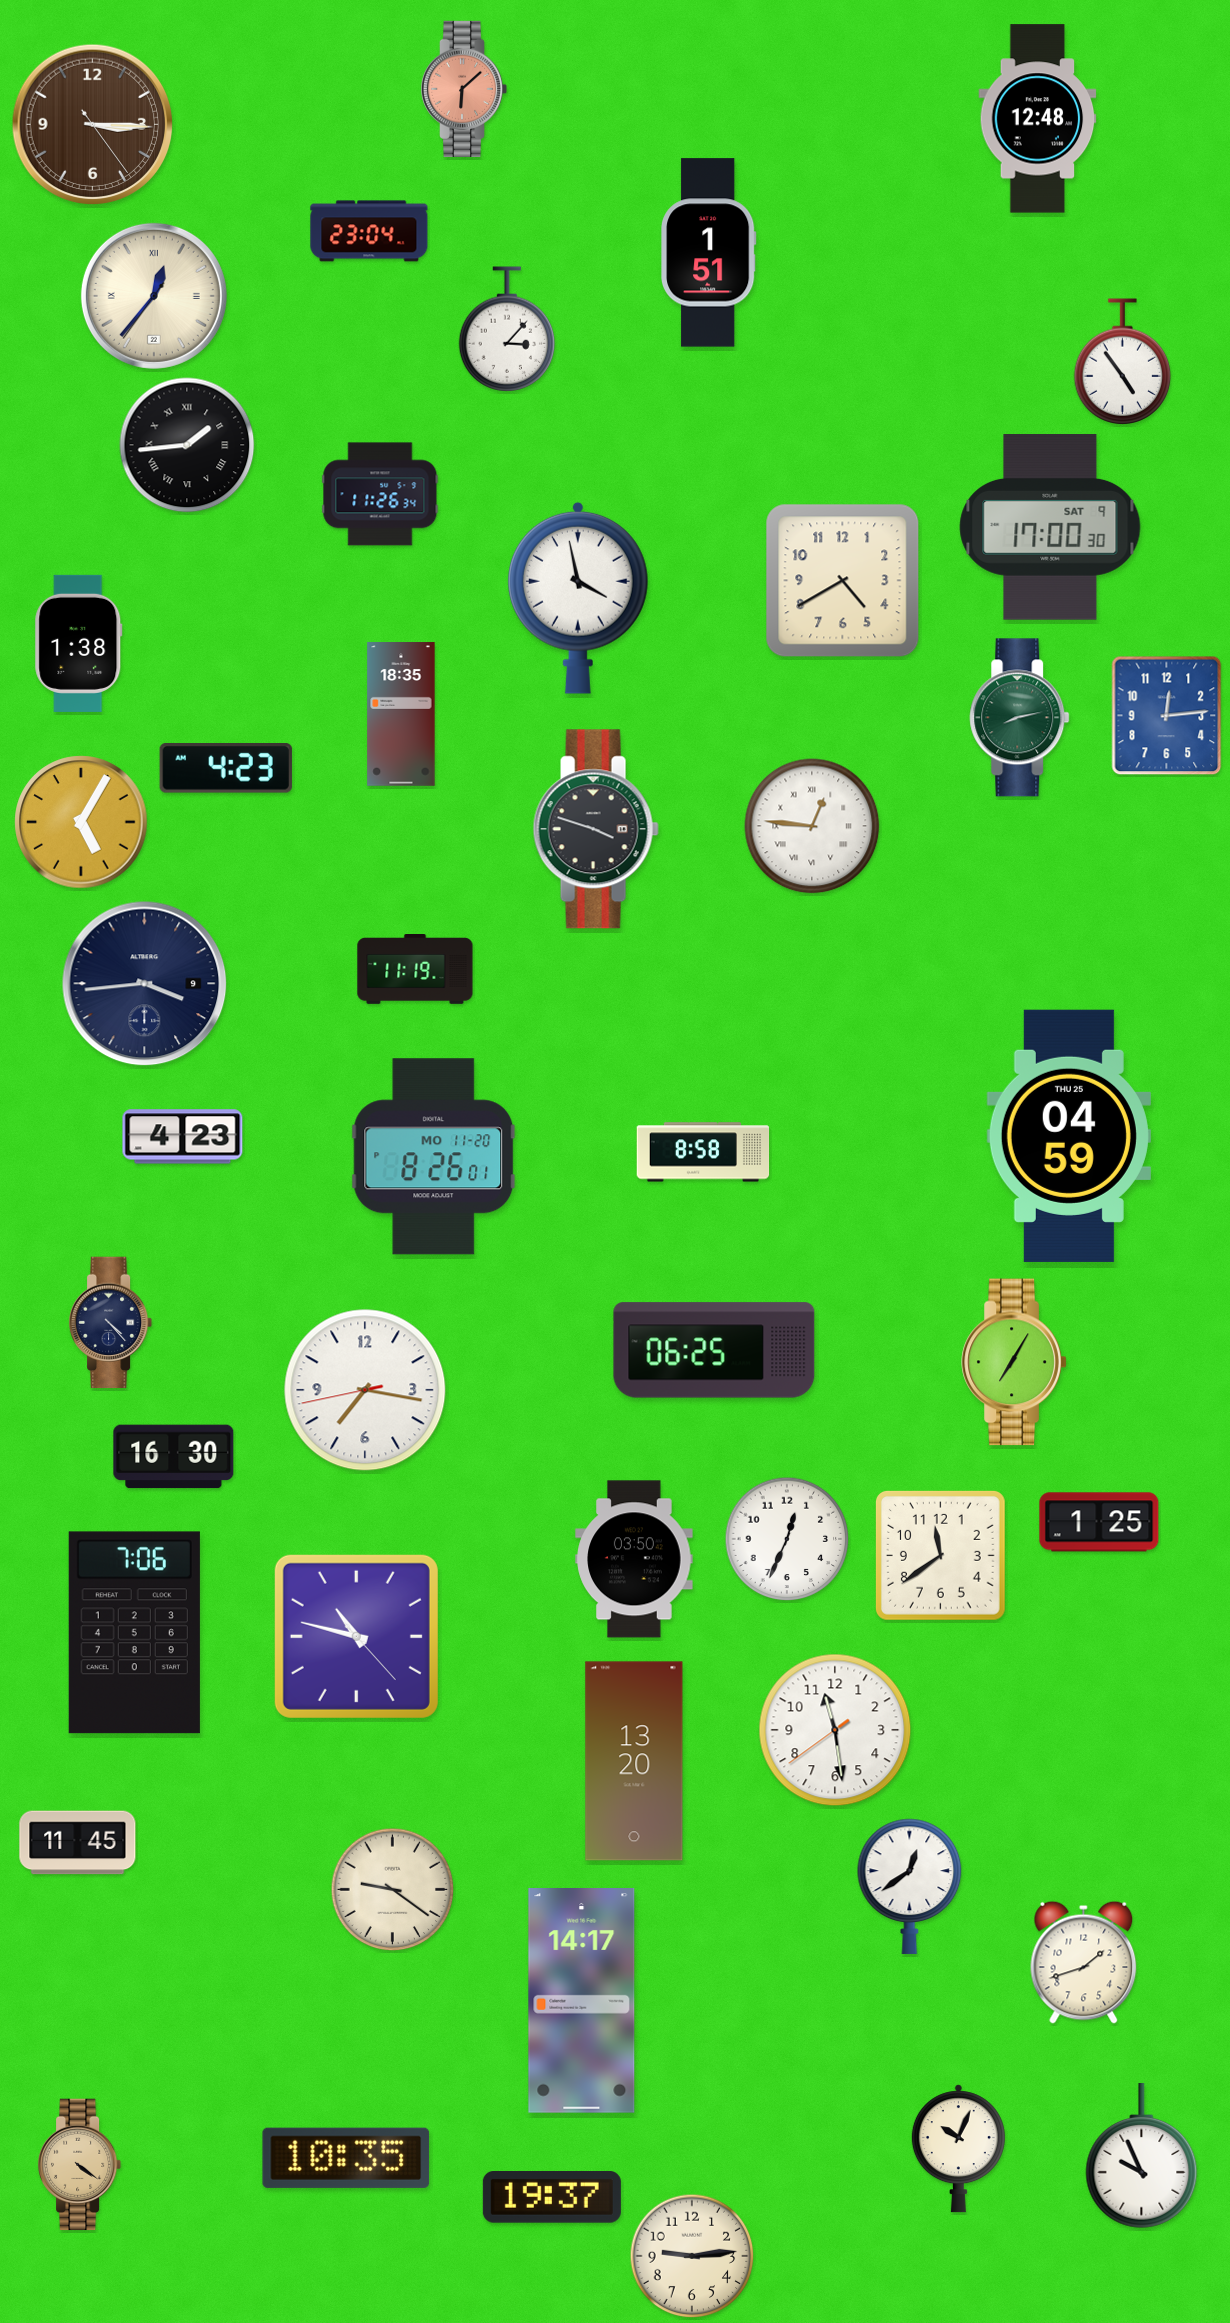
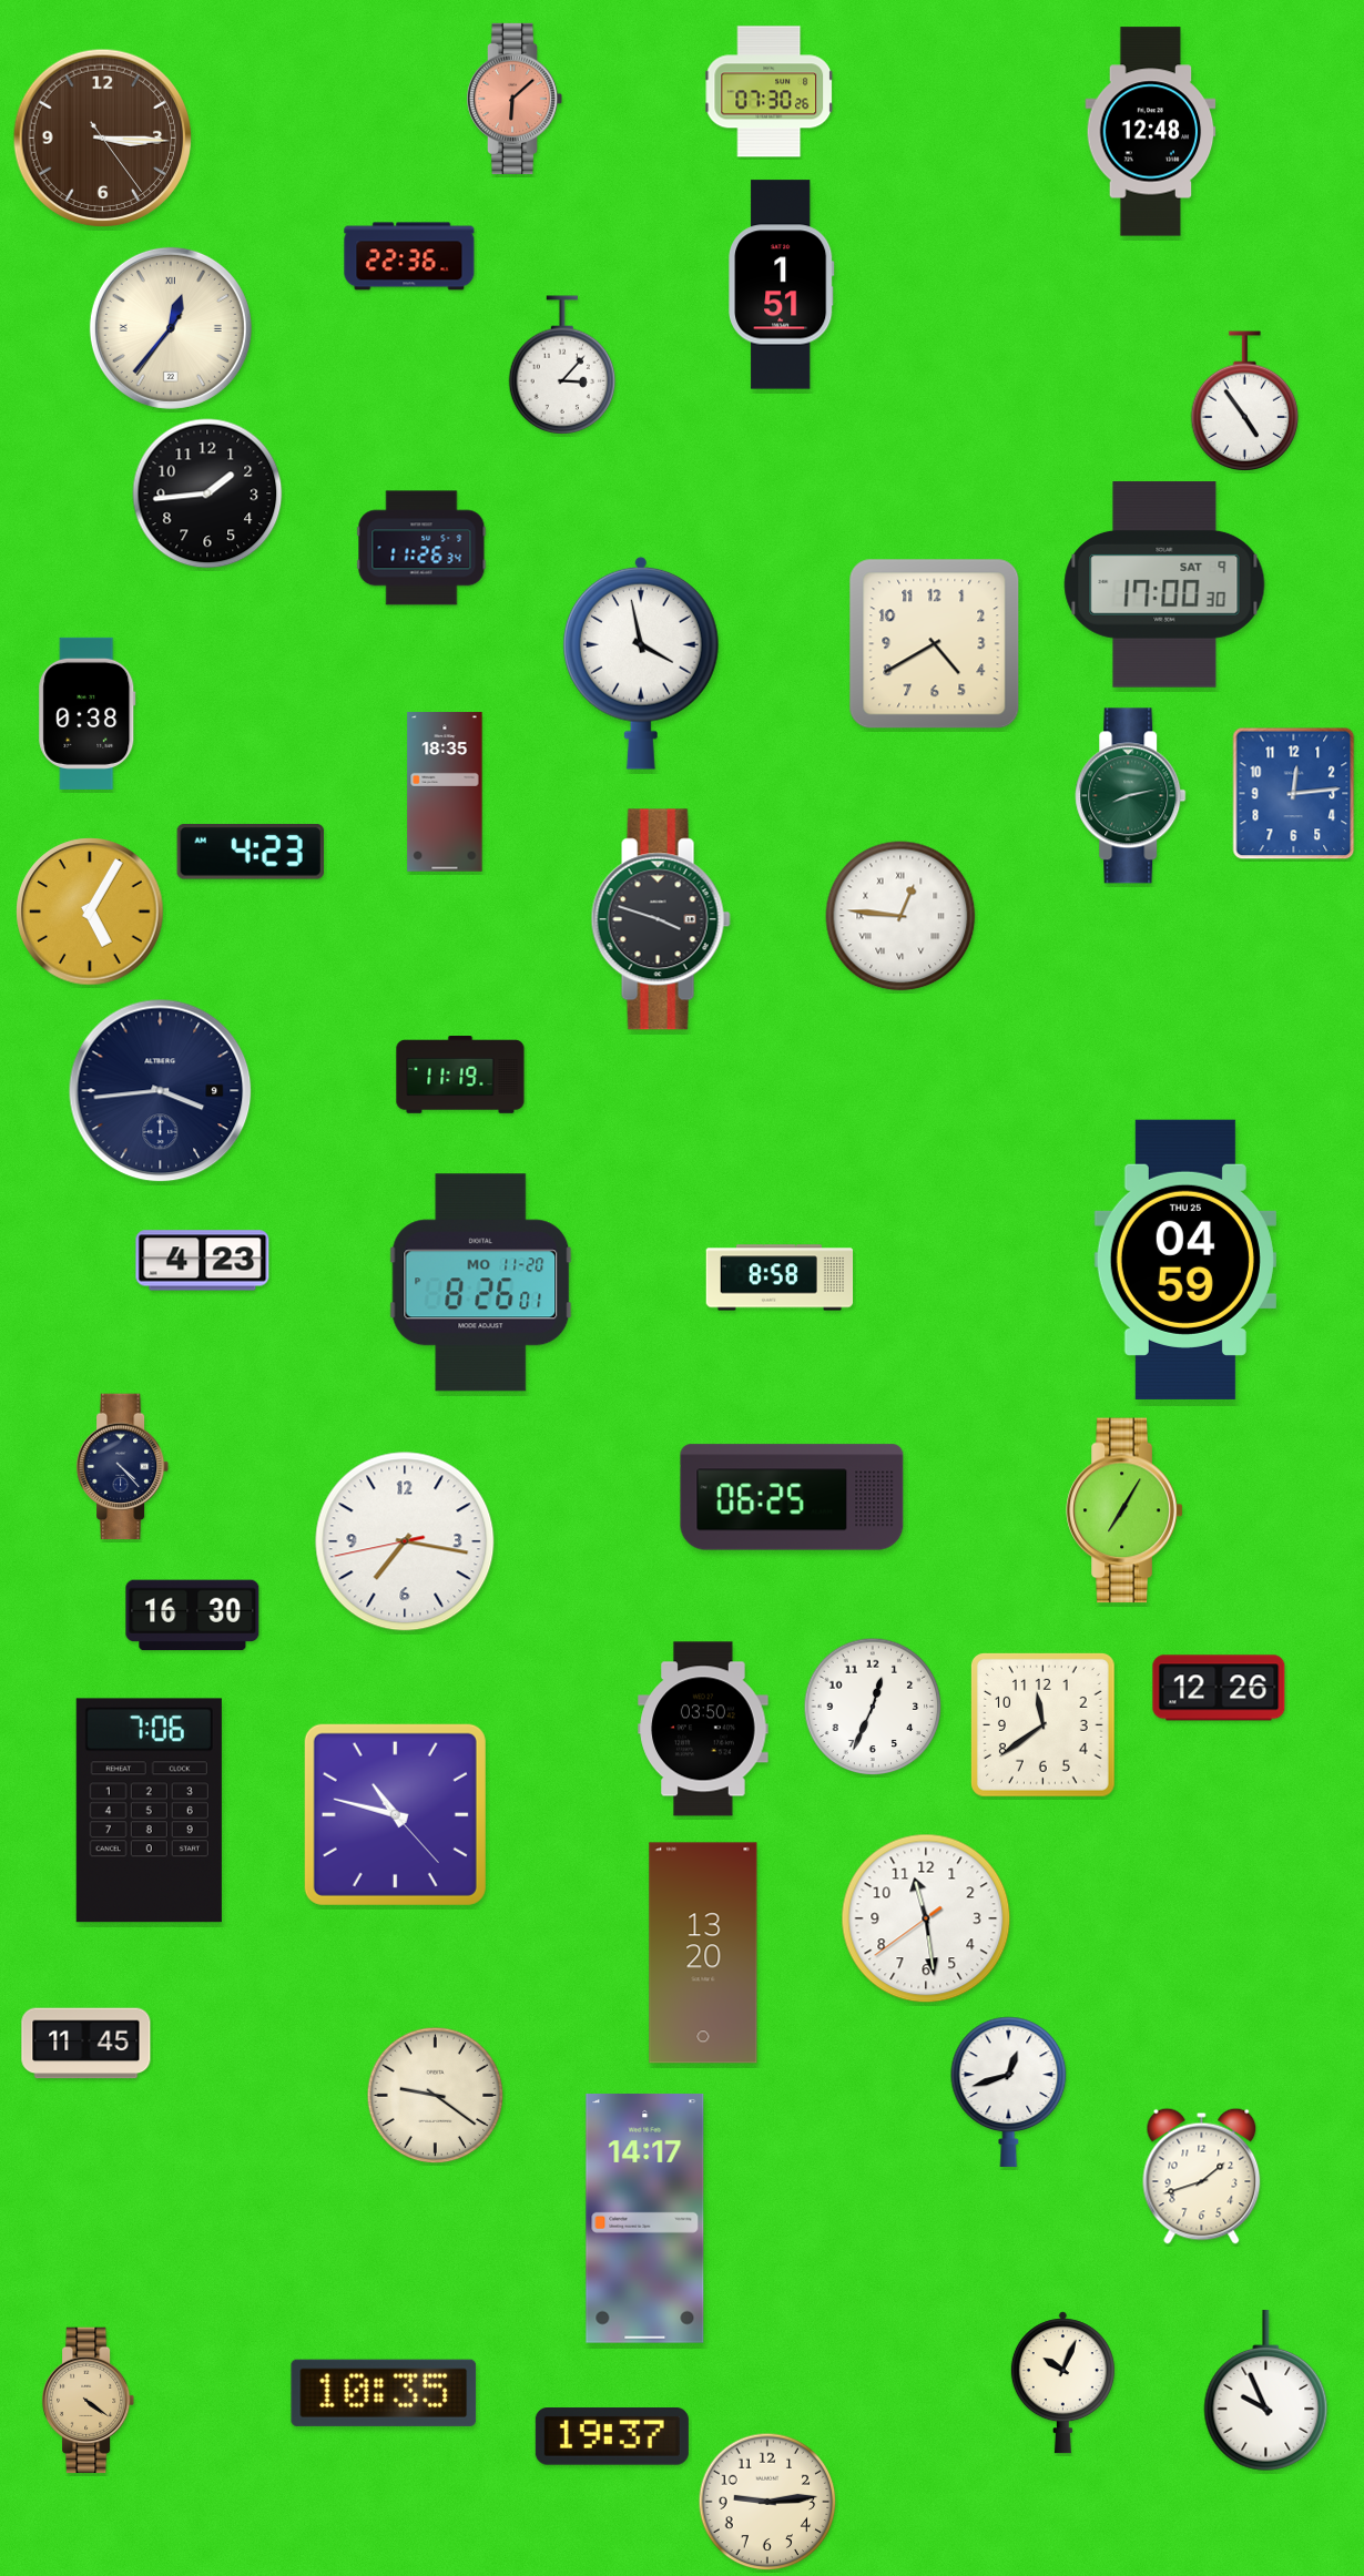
clock at (770, 92): none -> 07:30
clock at (369, 231): 23:04 -> 22:36
clock at (709, 253) position: (709, 253) -> (782, 285)
clock at (187, 445) numerals: Roman -> Arabic
clock at (79, 643): 1:38 -> 0:38
clock at (1099, 1522): 1:25 -> 12:26
clock at (910, 1886): 12:39 -> 12:42
